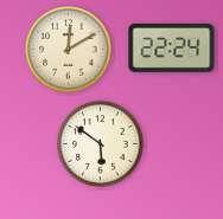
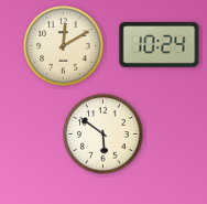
clock at (172, 47): 22:24 -> 10:24
clock at (101, 144) position: (101, 144) -> (103, 135)
